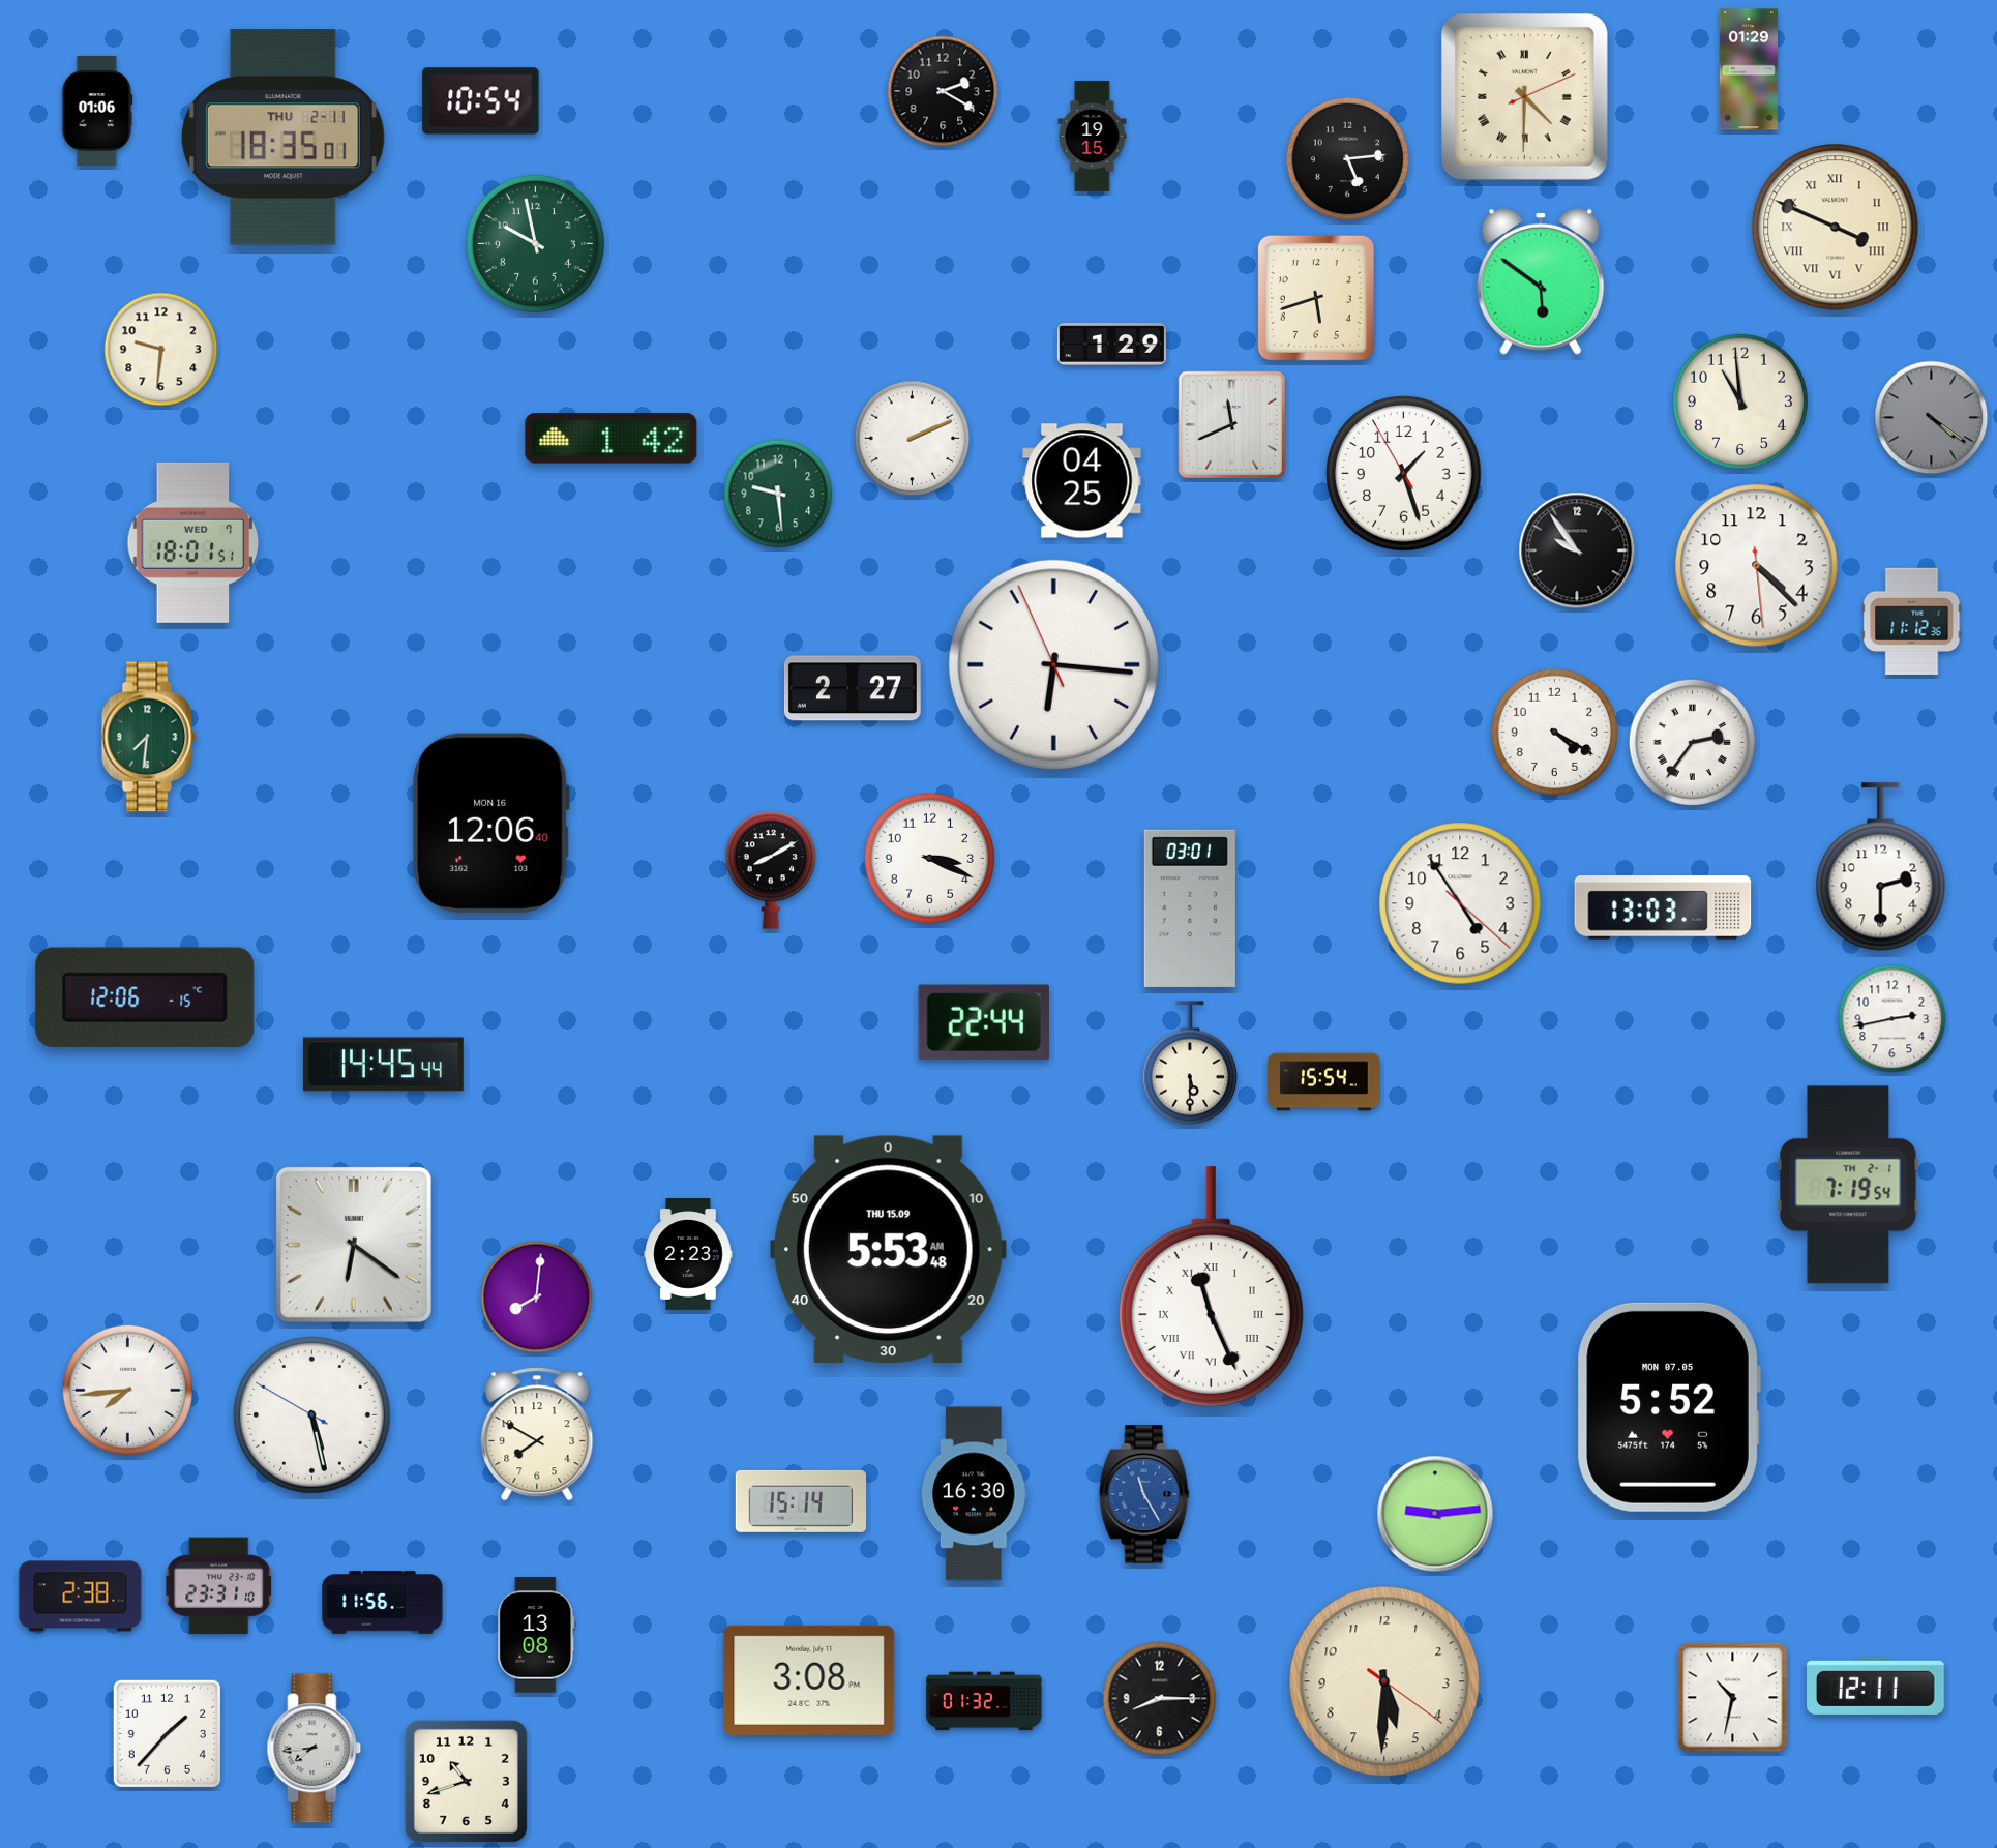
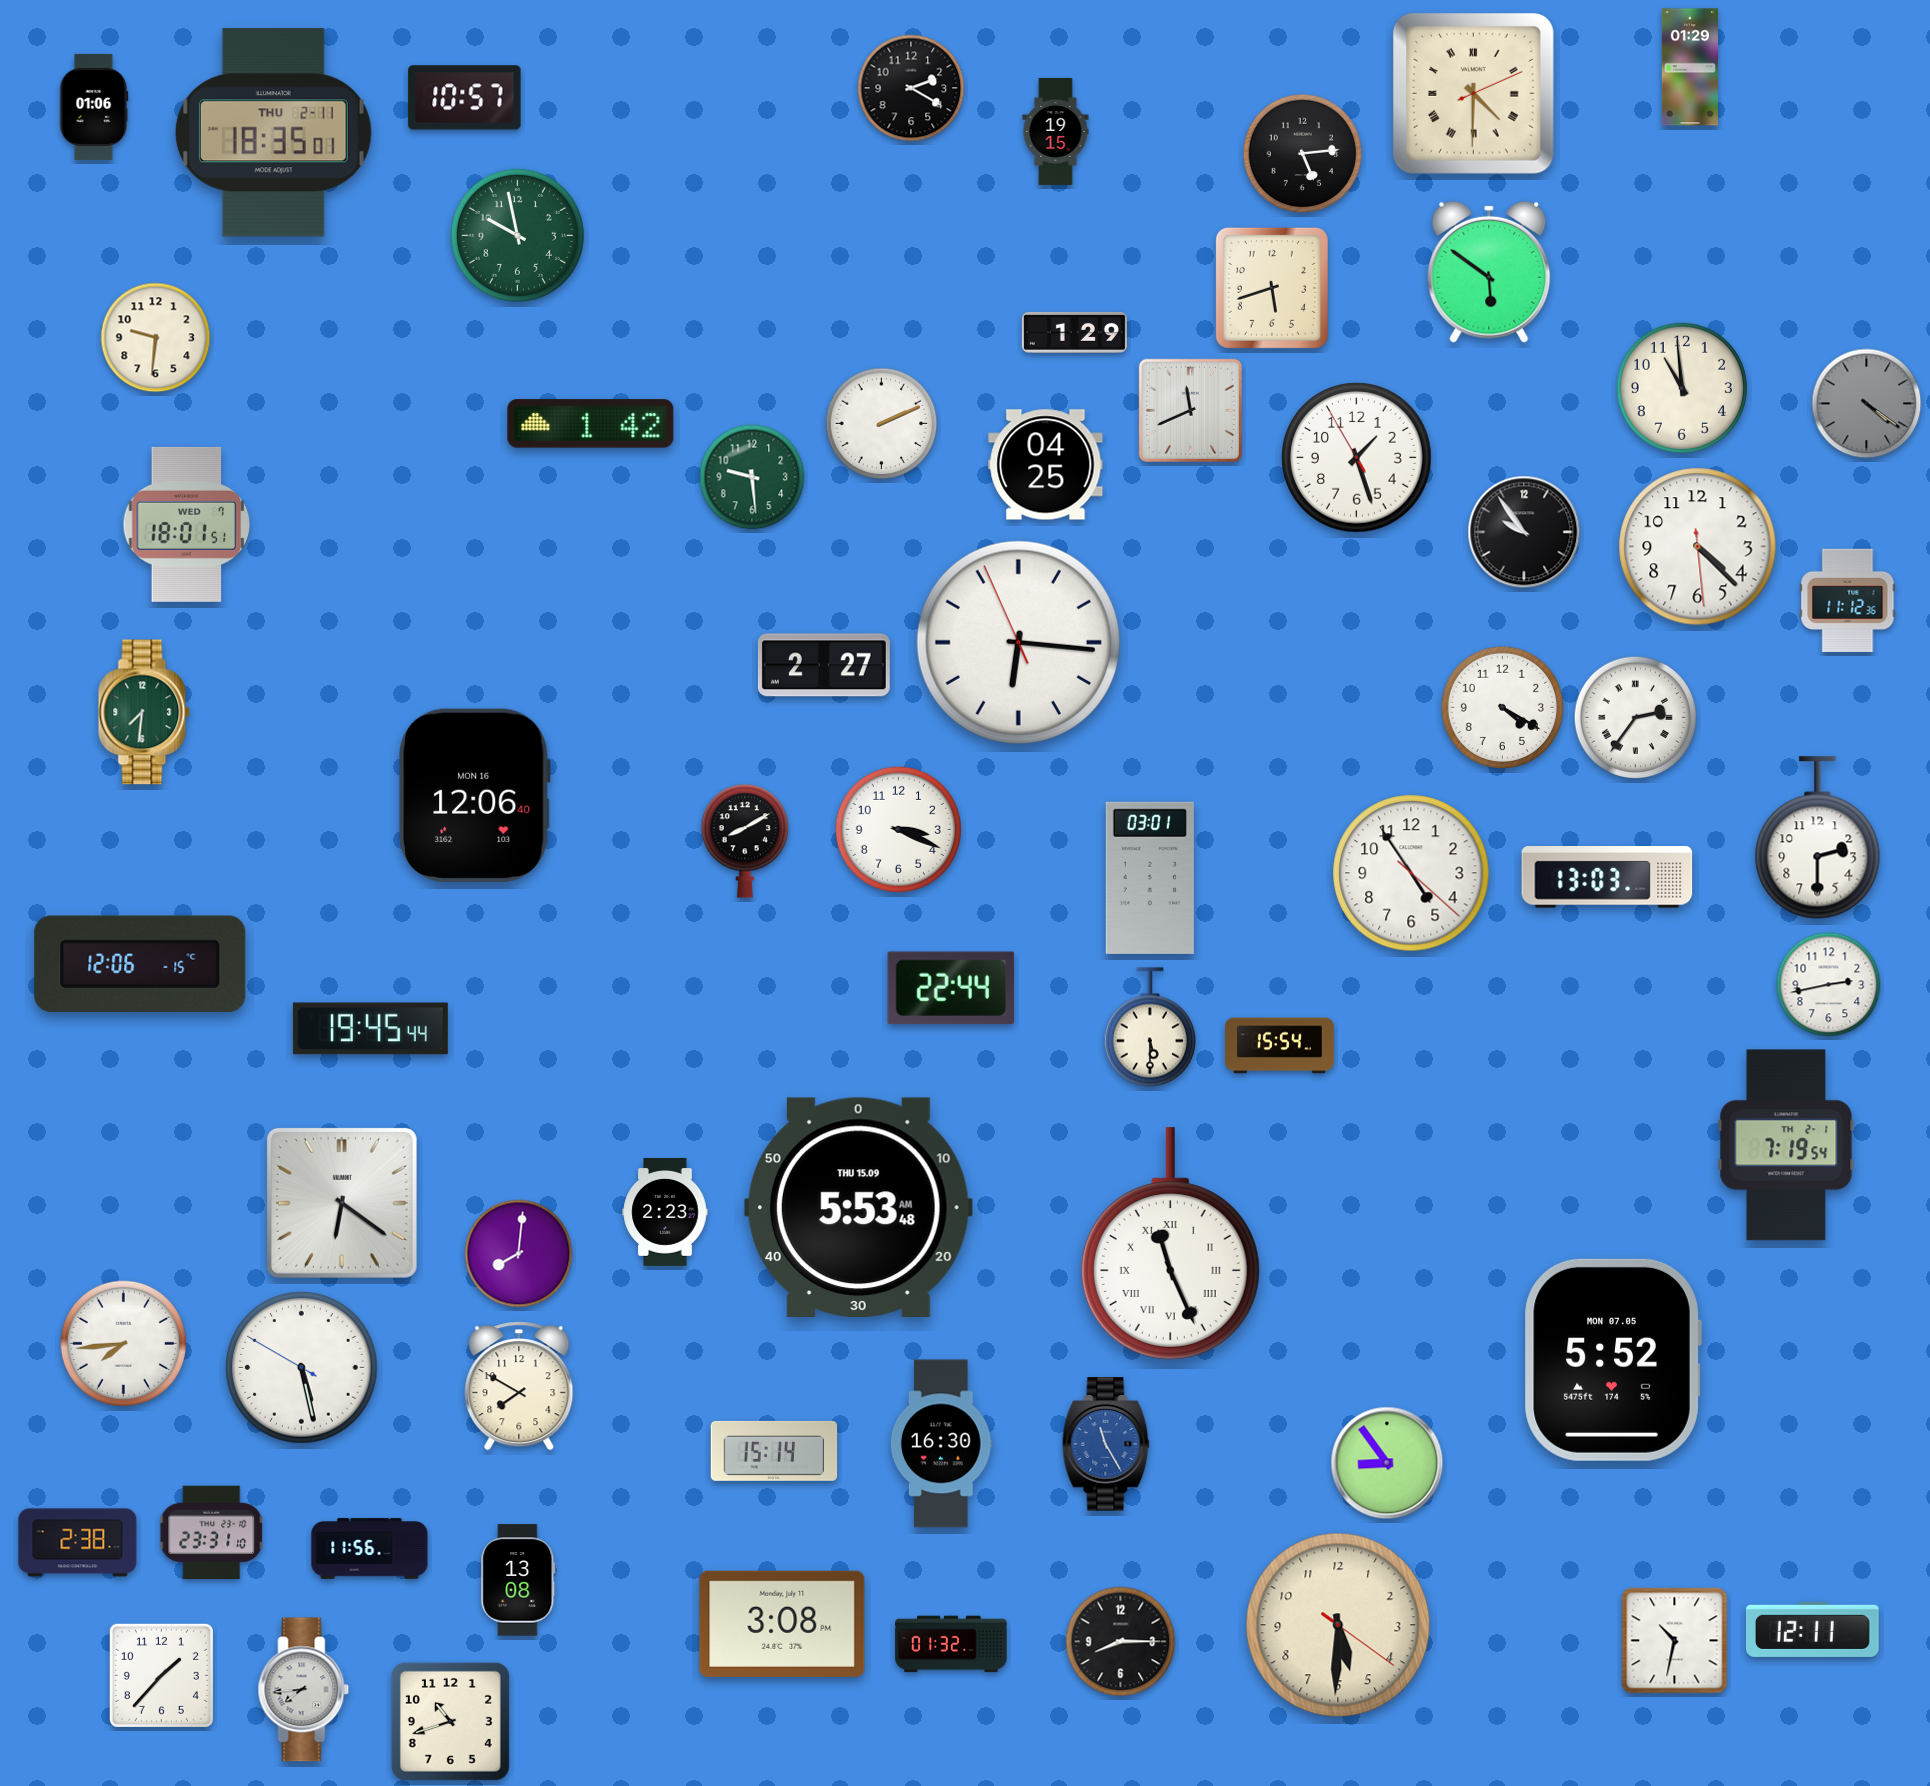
clock at (481, 101): 10:54 -> 10:57
clock at (1836, 228): 3:49 -> none
clock at (383, 1065): 14:45 -> 19:45
clock at (1435, 1514): 9:14 -> 8:54
